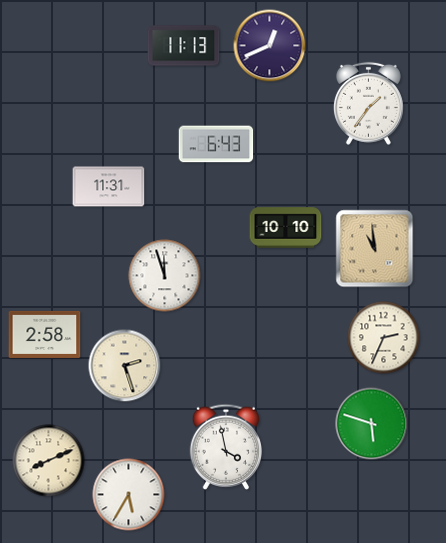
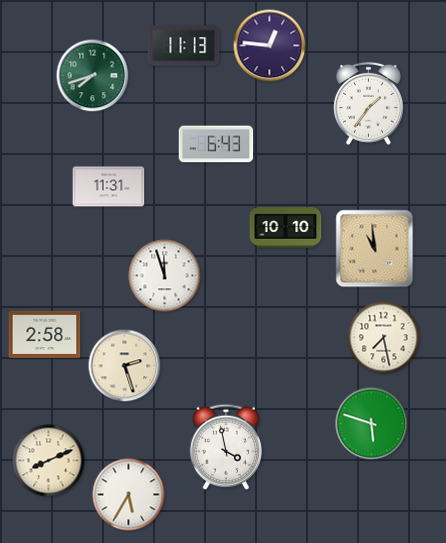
clock at (270, 46): 12:41 -> 12:46
clock at (93, 76): none -> 7:42
clock at (384, 338): 2:34 -> 7:28
